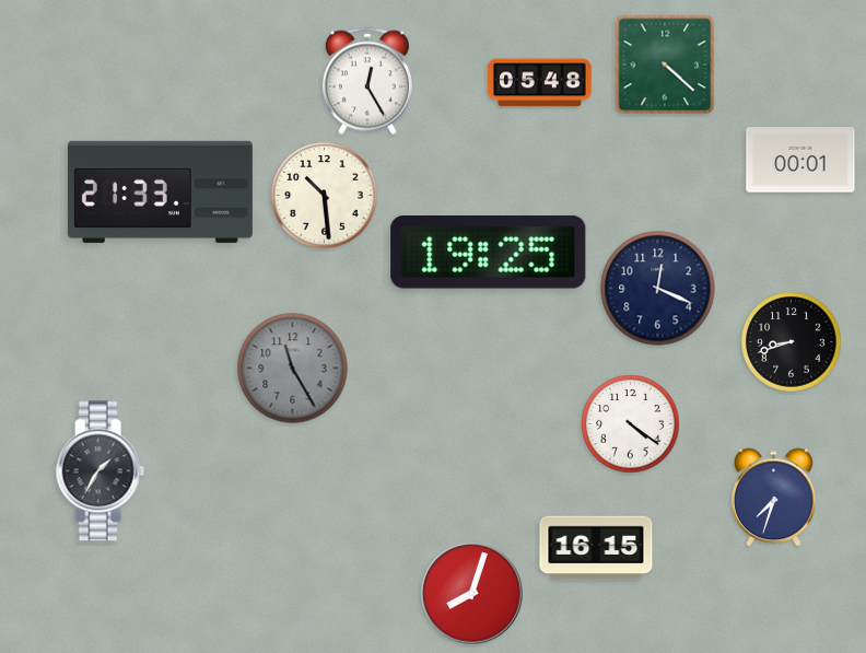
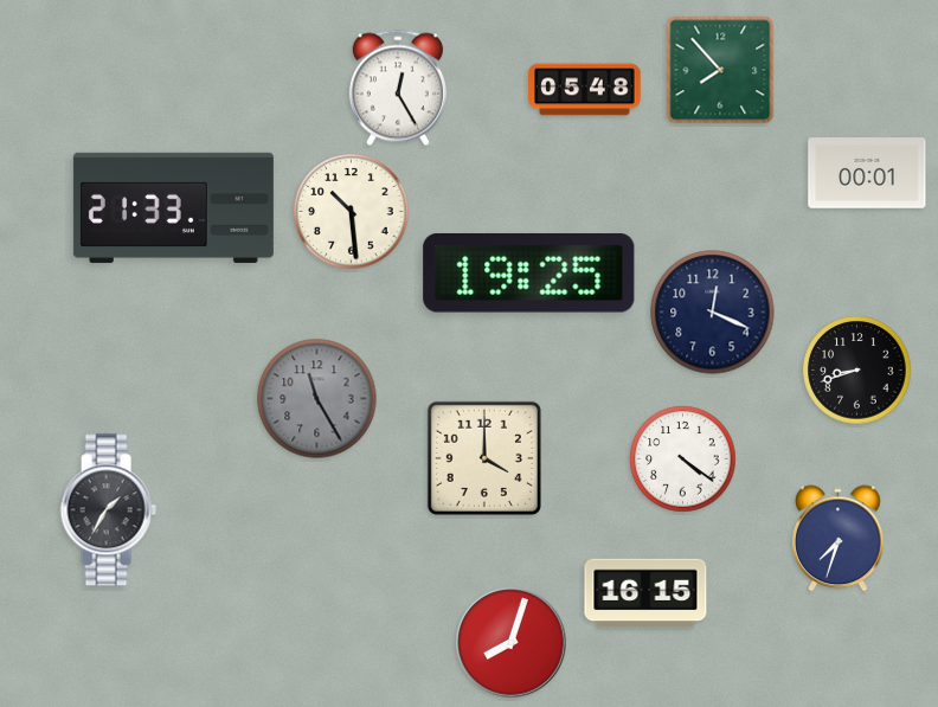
clock at (665, 65): 4:22 -> 7:53
clock at (484, 458): none -> 4:00
